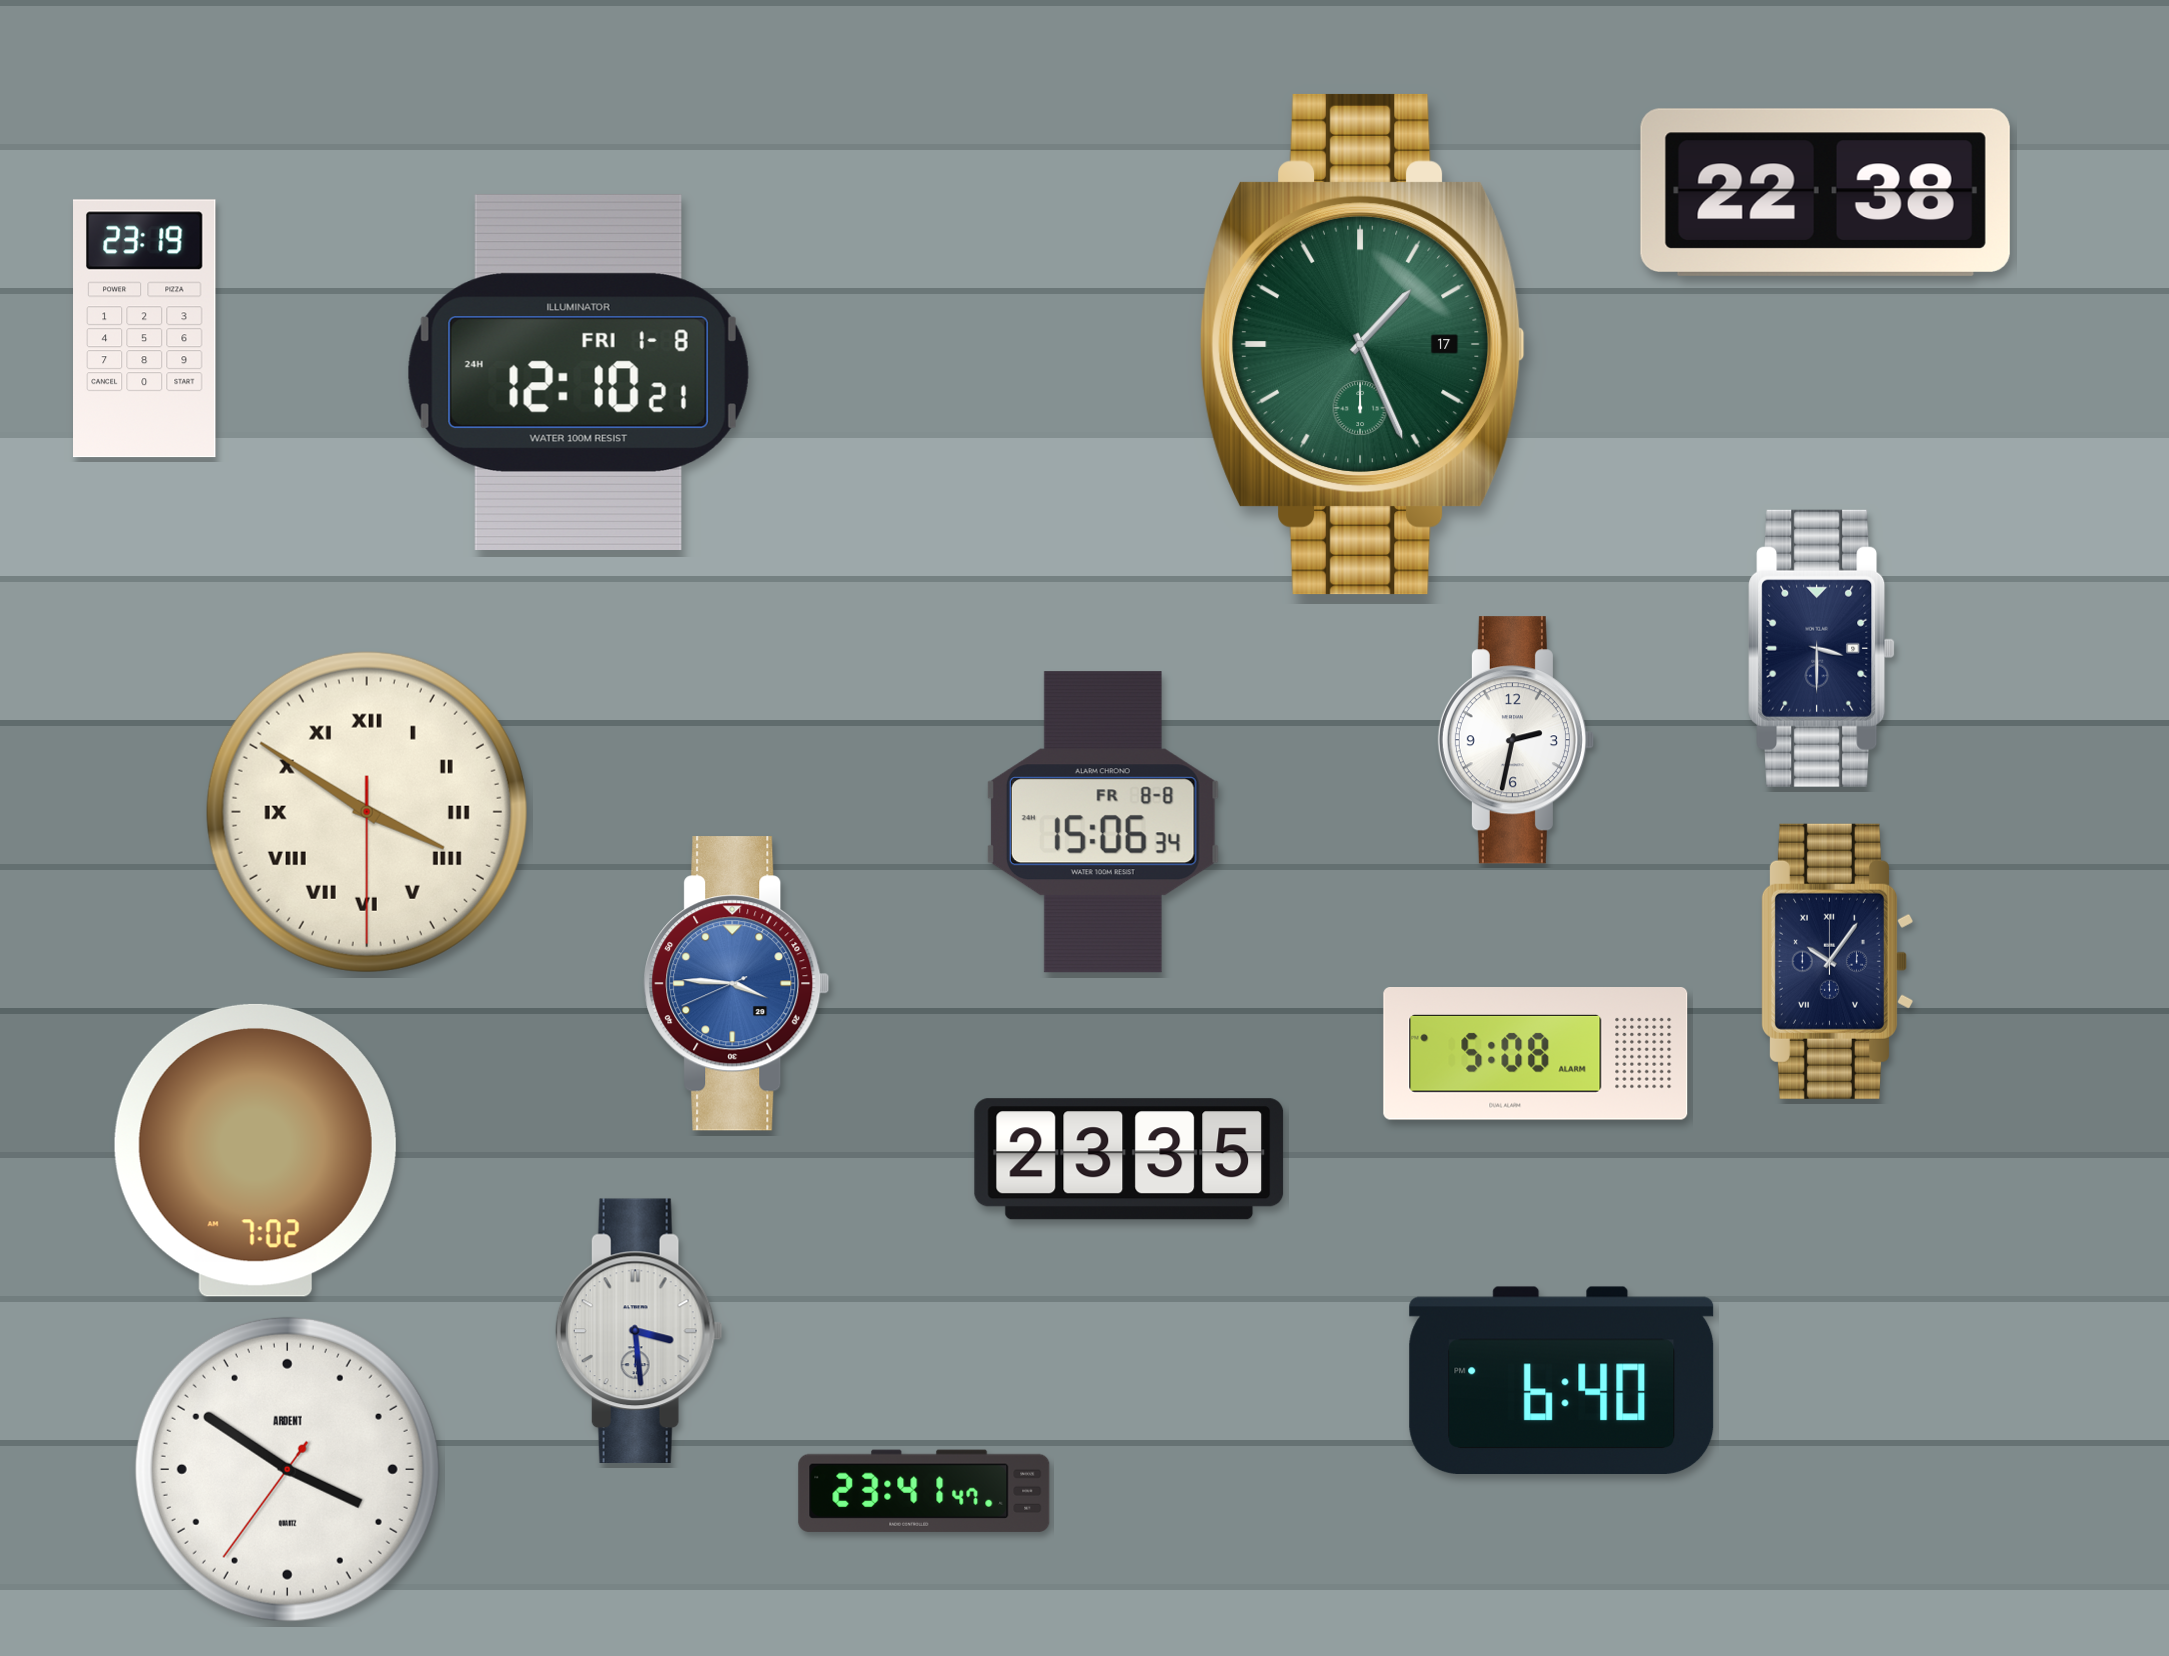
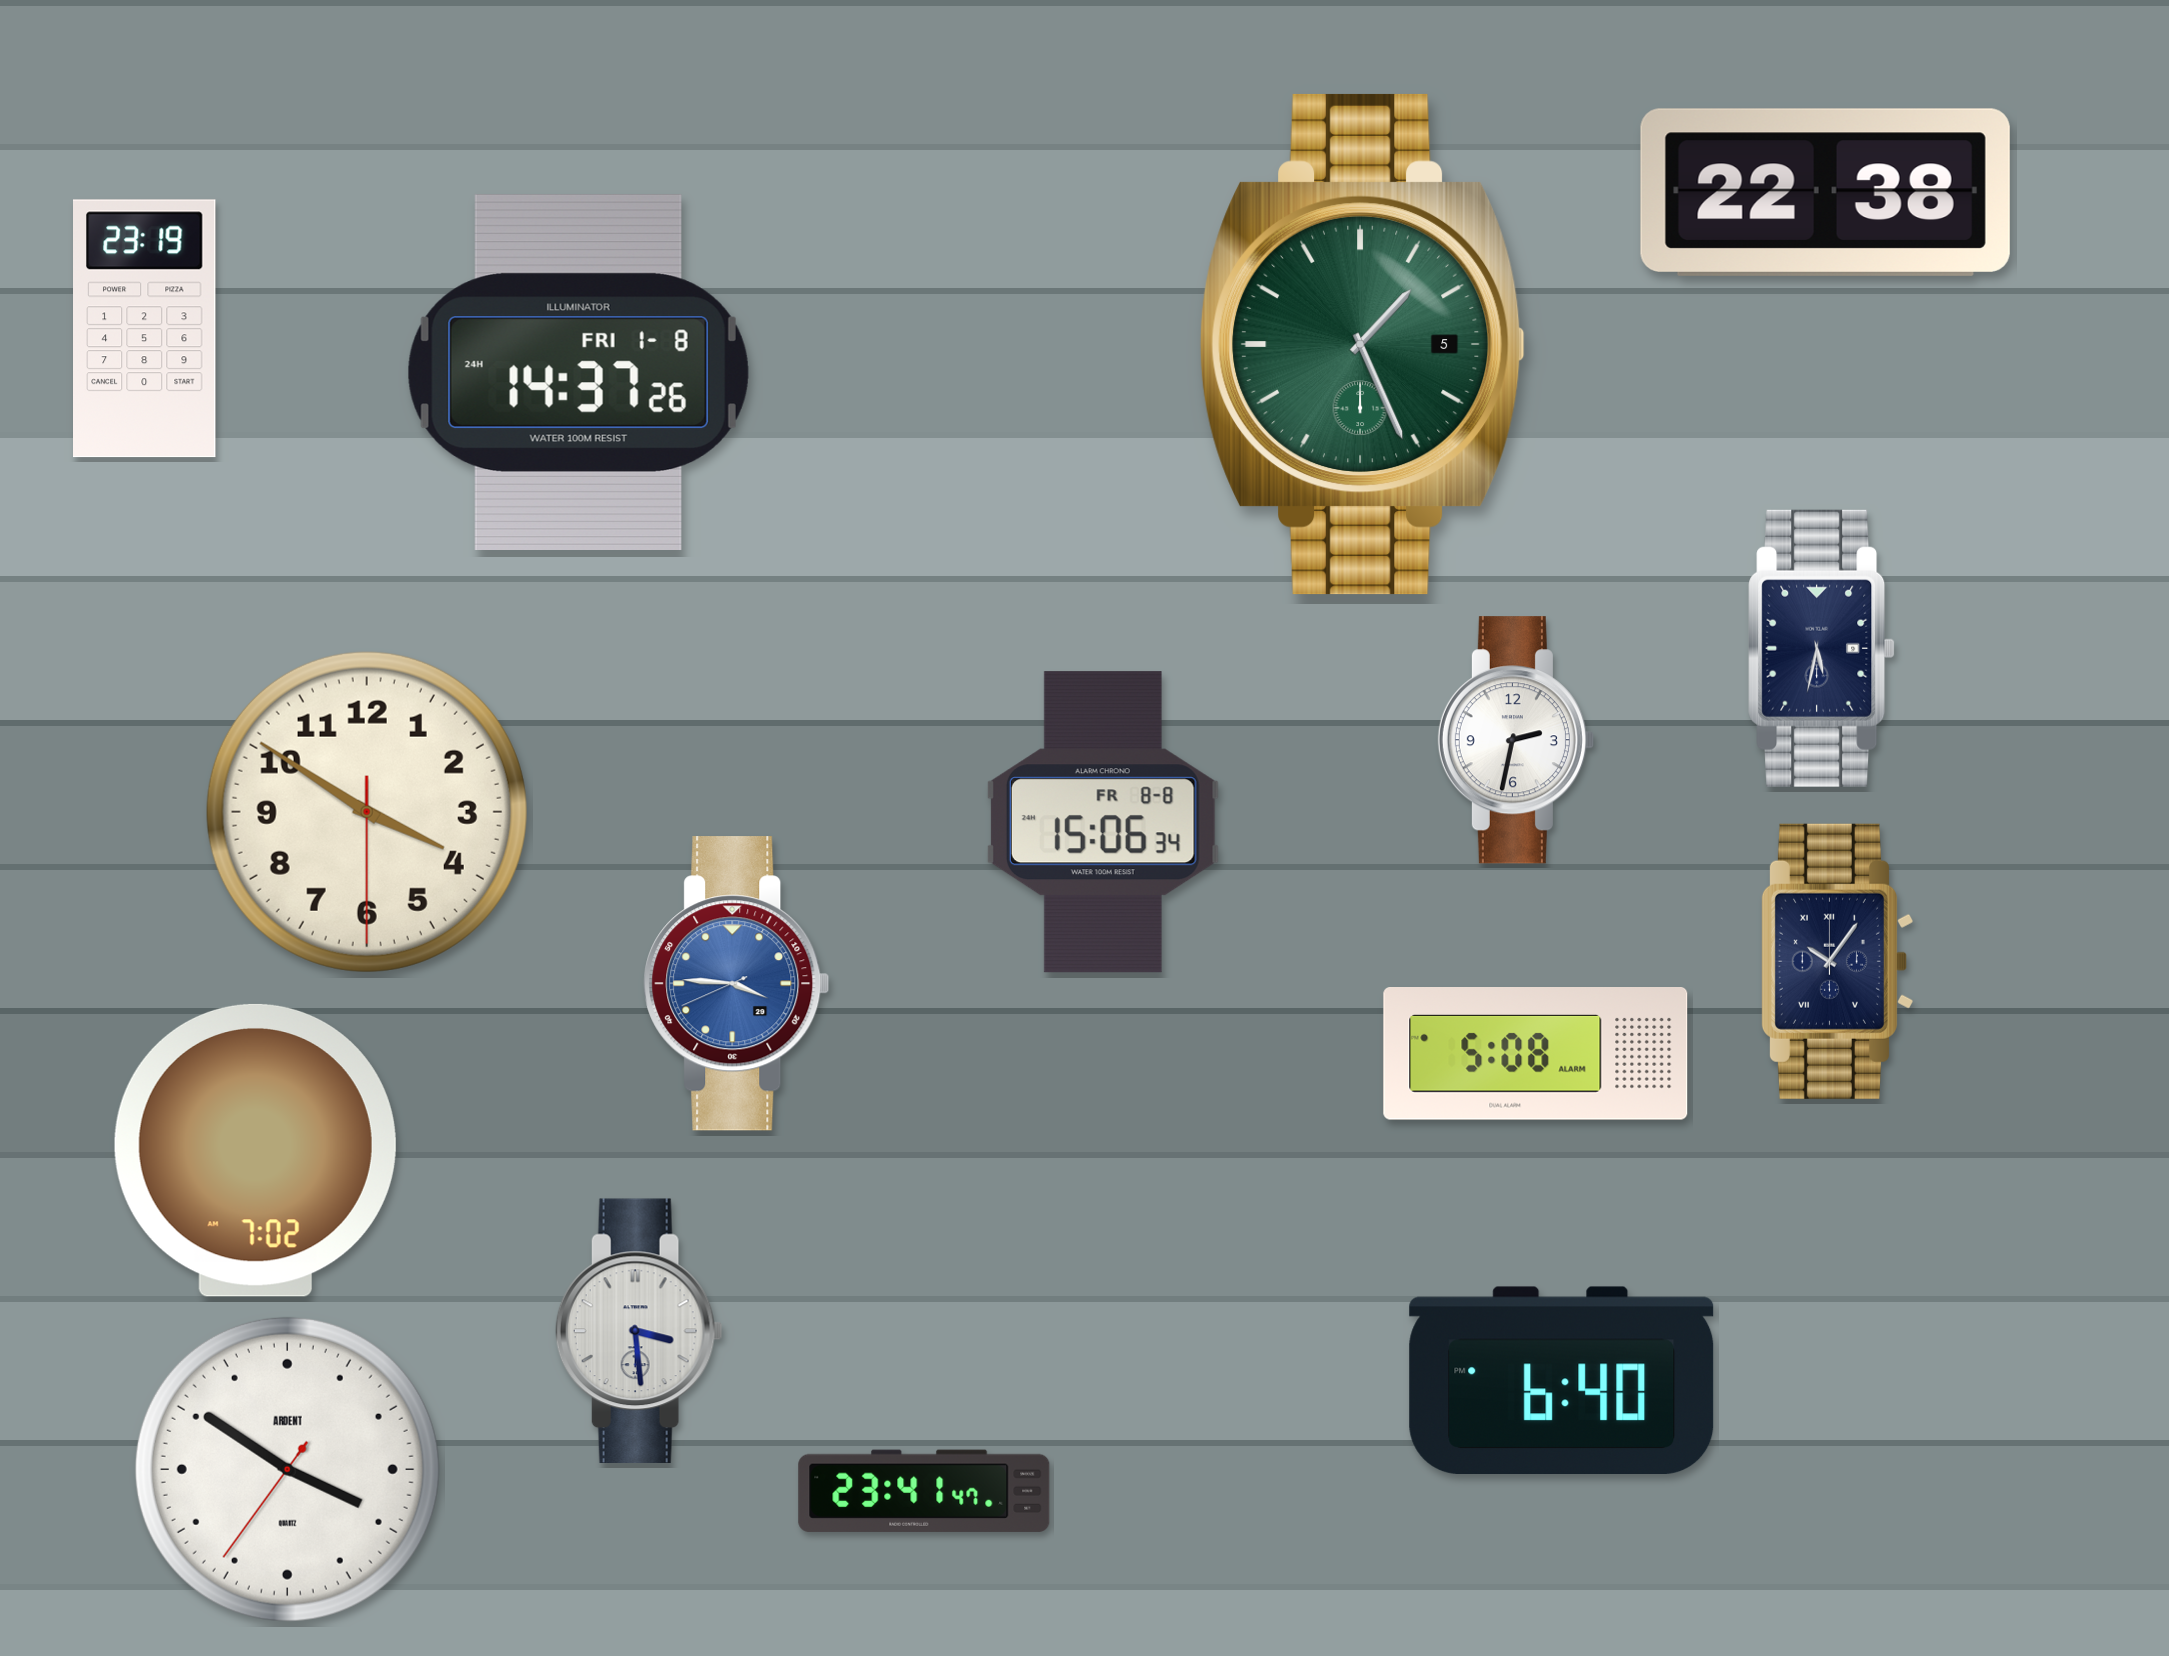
clock at (1363, 344) date: 17 -> 5
clock at (578, 372): 12:10 -> 14:37
clock at (1822, 648): 3:30 -> 5:32
clock at (367, 812) numerals: Roman -> Arabic
clock at (1129, 1159): 23:35 -> none
